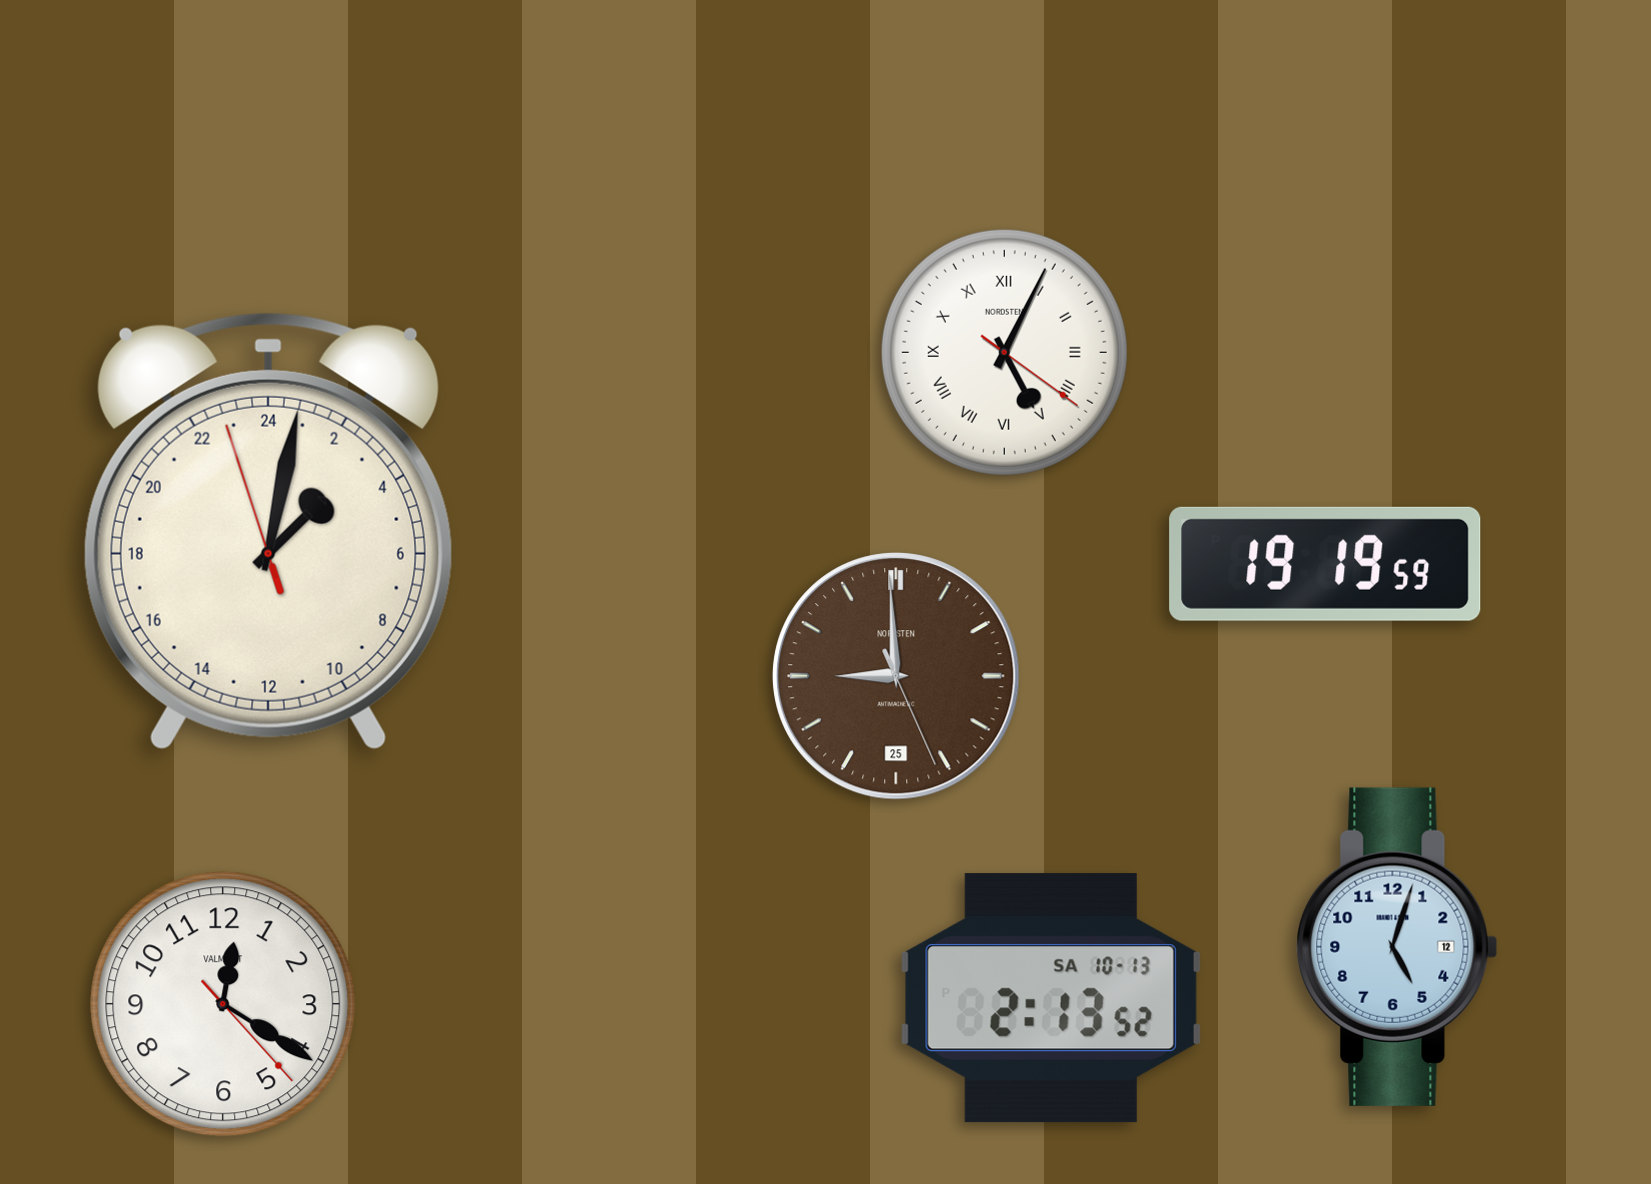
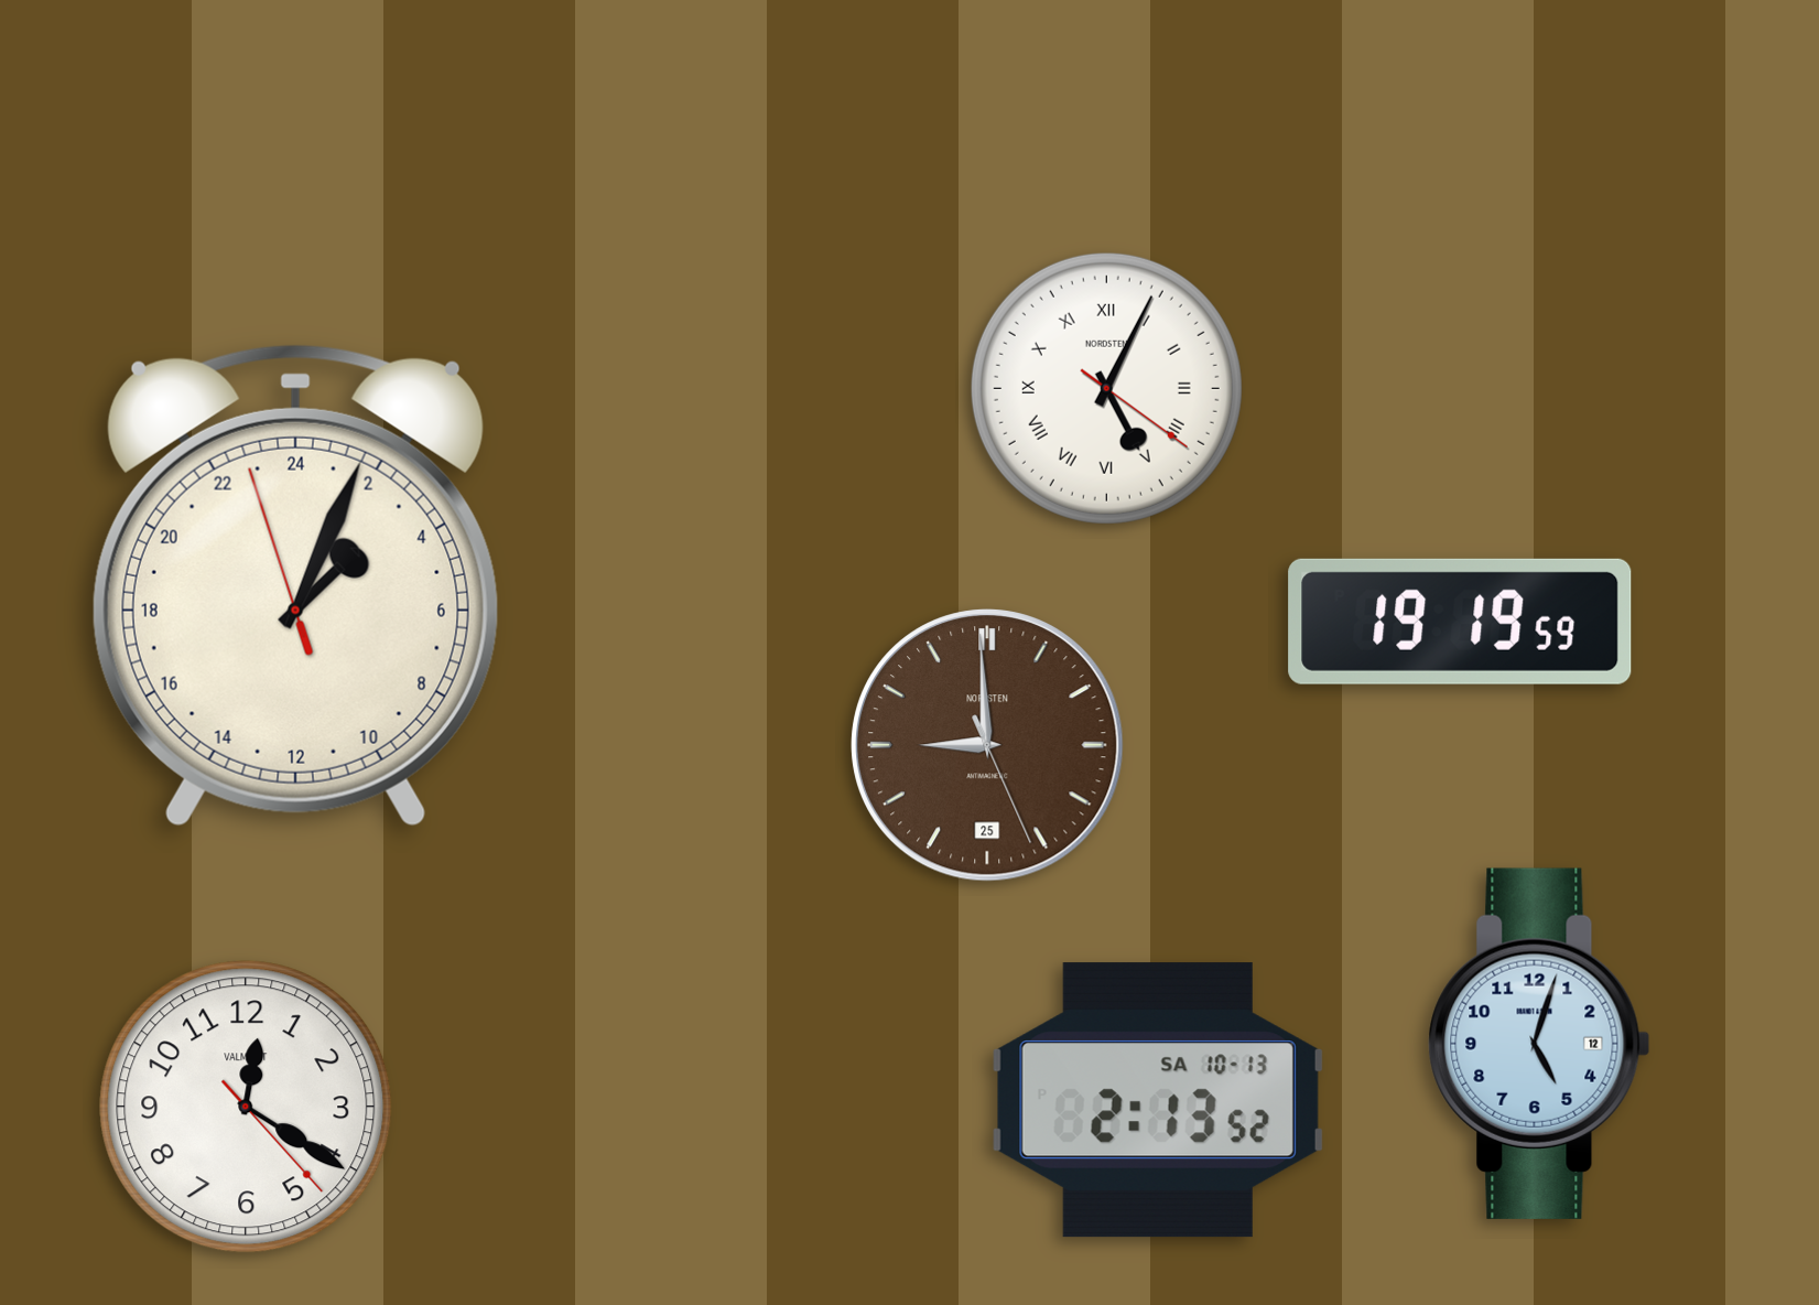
clock at (268, 531): 3:01 -> 3:03
